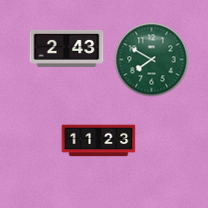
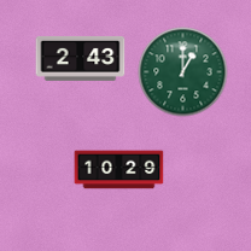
clock at (152, 60): 7:50 -> 1:00
clock at (99, 141): 11:23 -> 10:29
